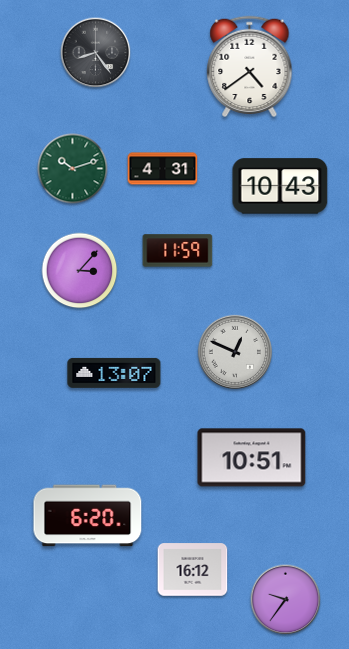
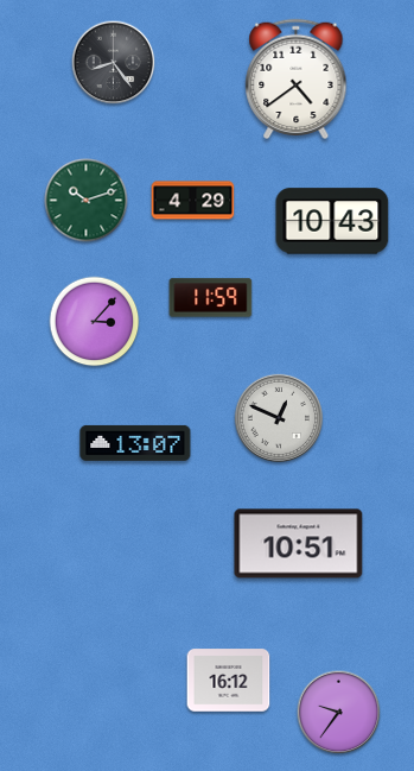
clock at (163, 169): 4:31 -> 4:29
clock at (88, 516): 6:20 -> none
clock at (193, 570) position: (193, 570) -> (229, 681)
